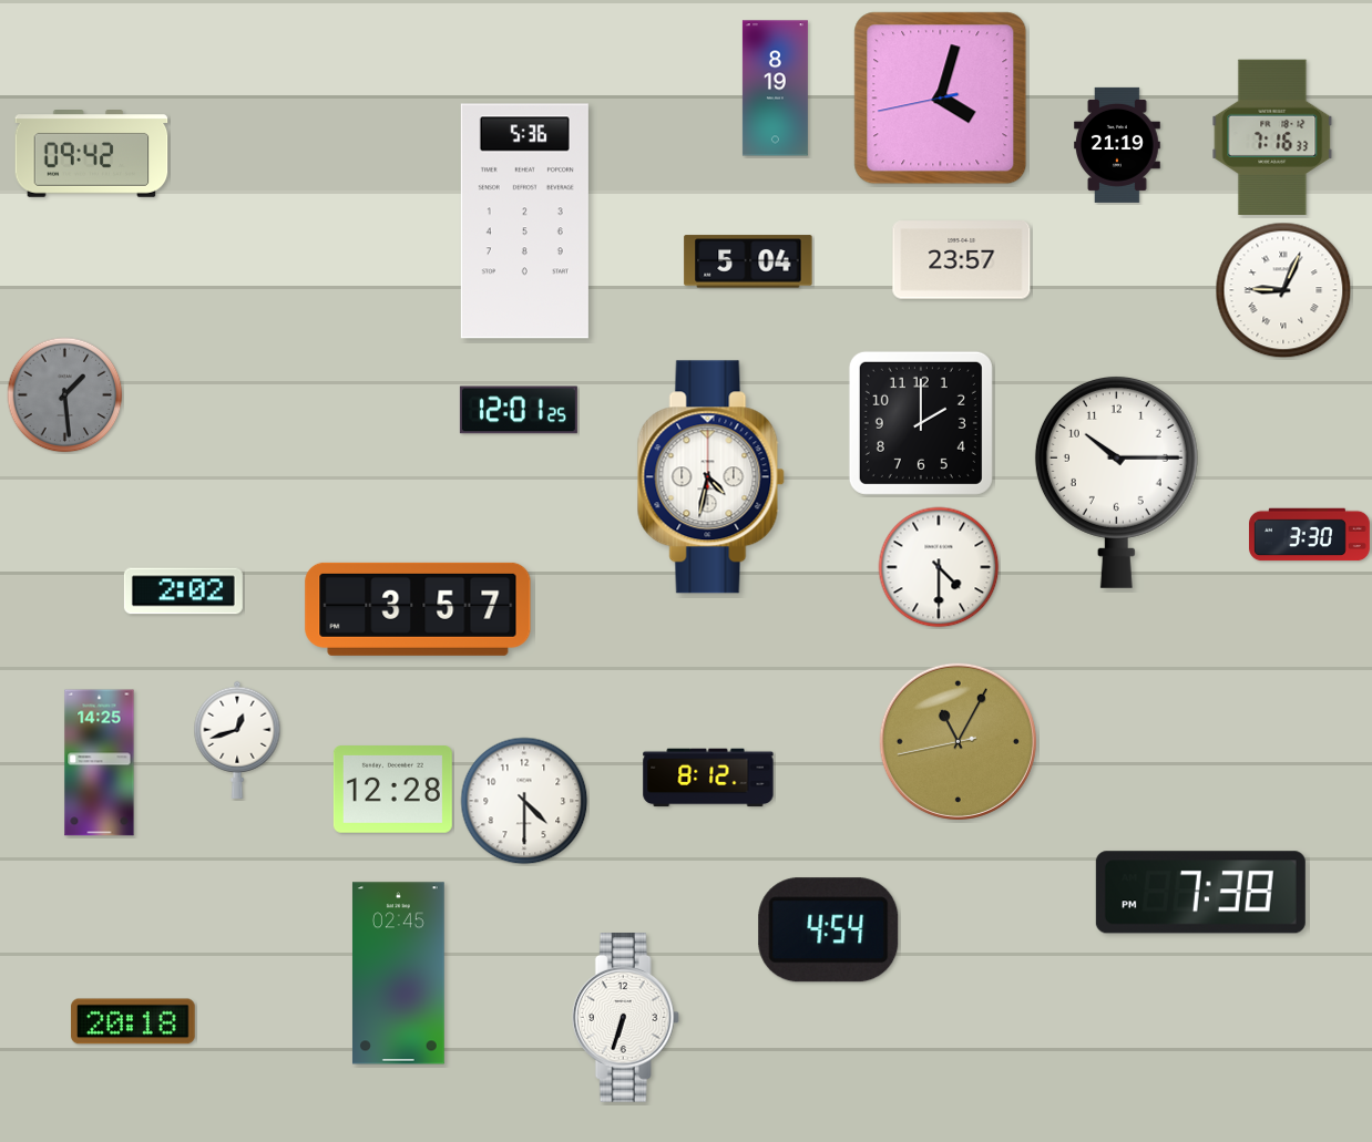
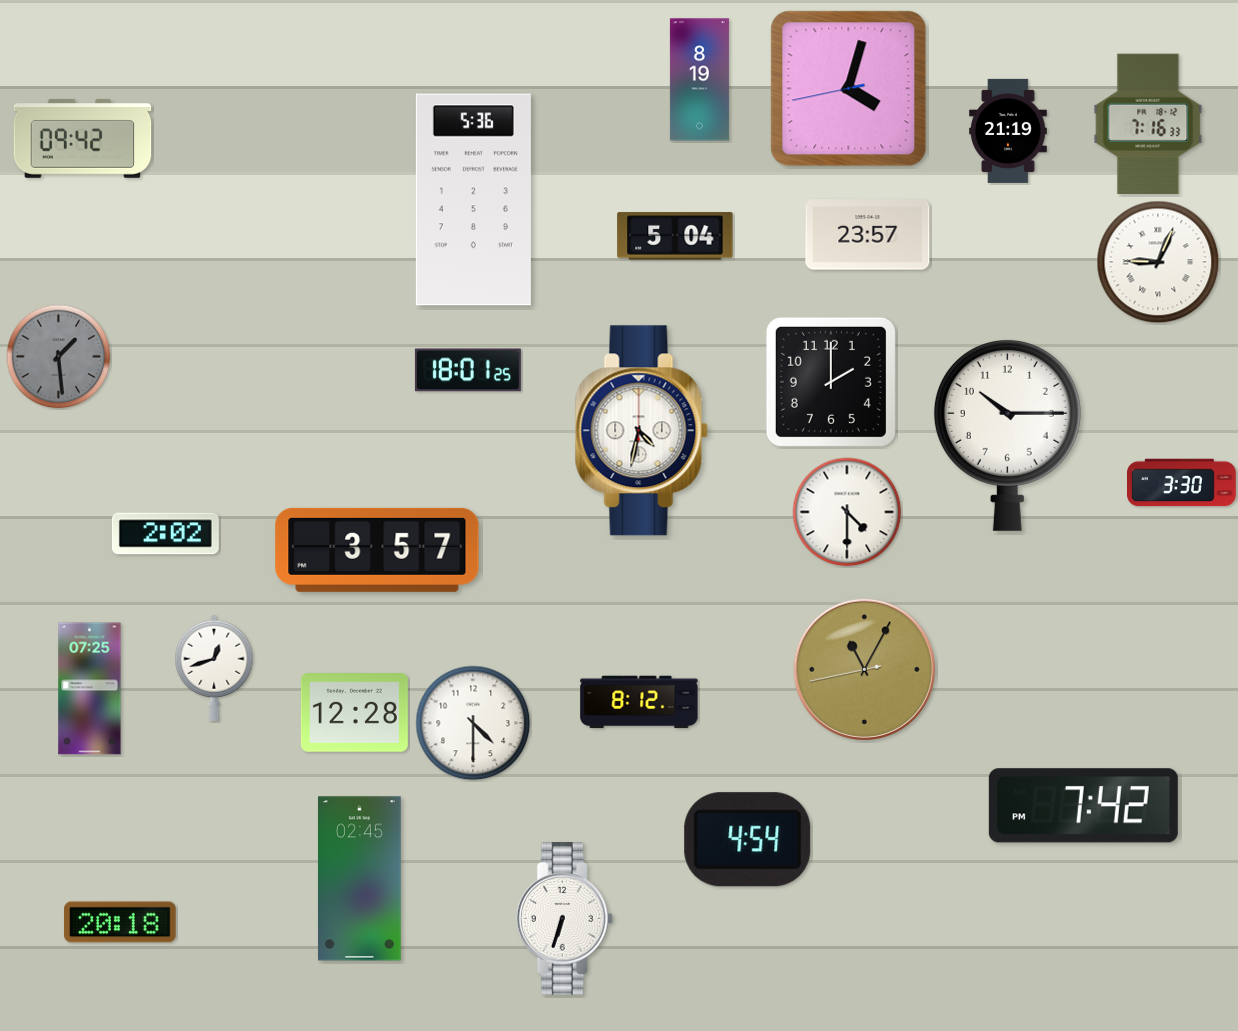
clock at (519, 410): 12:01 -> 18:01
clock at (100, 763): 14:25 -> 07:25
clock at (1200, 893): 7:38 -> 7:42
